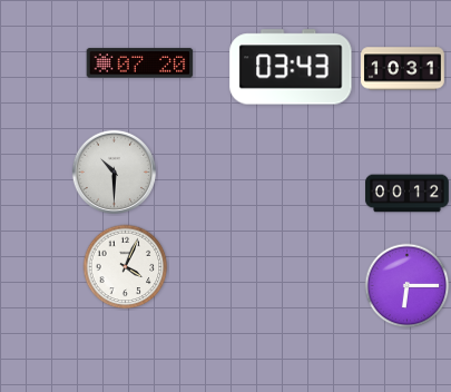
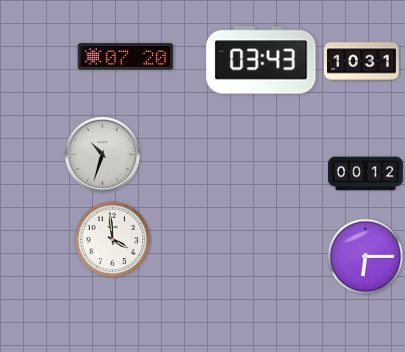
clock at (114, 171): 10:30 -> 10:33
clock at (126, 267): 4:04 -> 3:59
